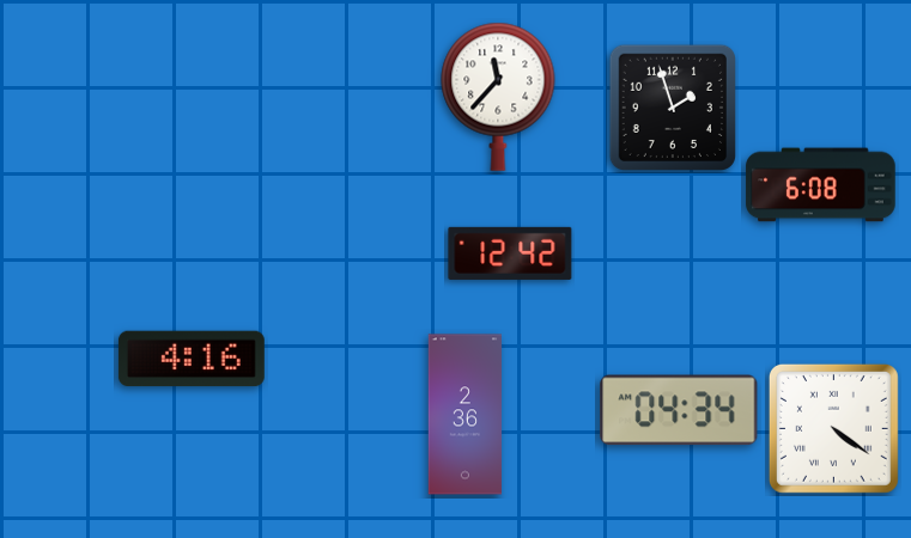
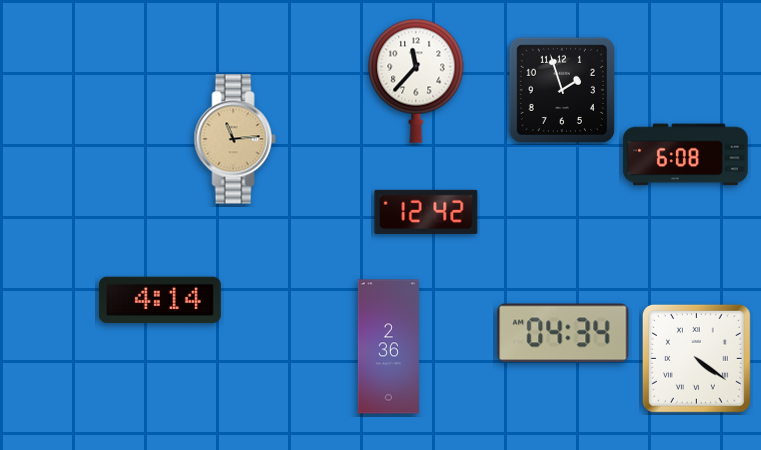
clock at (235, 139): none -> 11:14
clock at (192, 359): 4:16 -> 4:14
clock at (679, 410) position: (679, 410) -> (563, 333)
